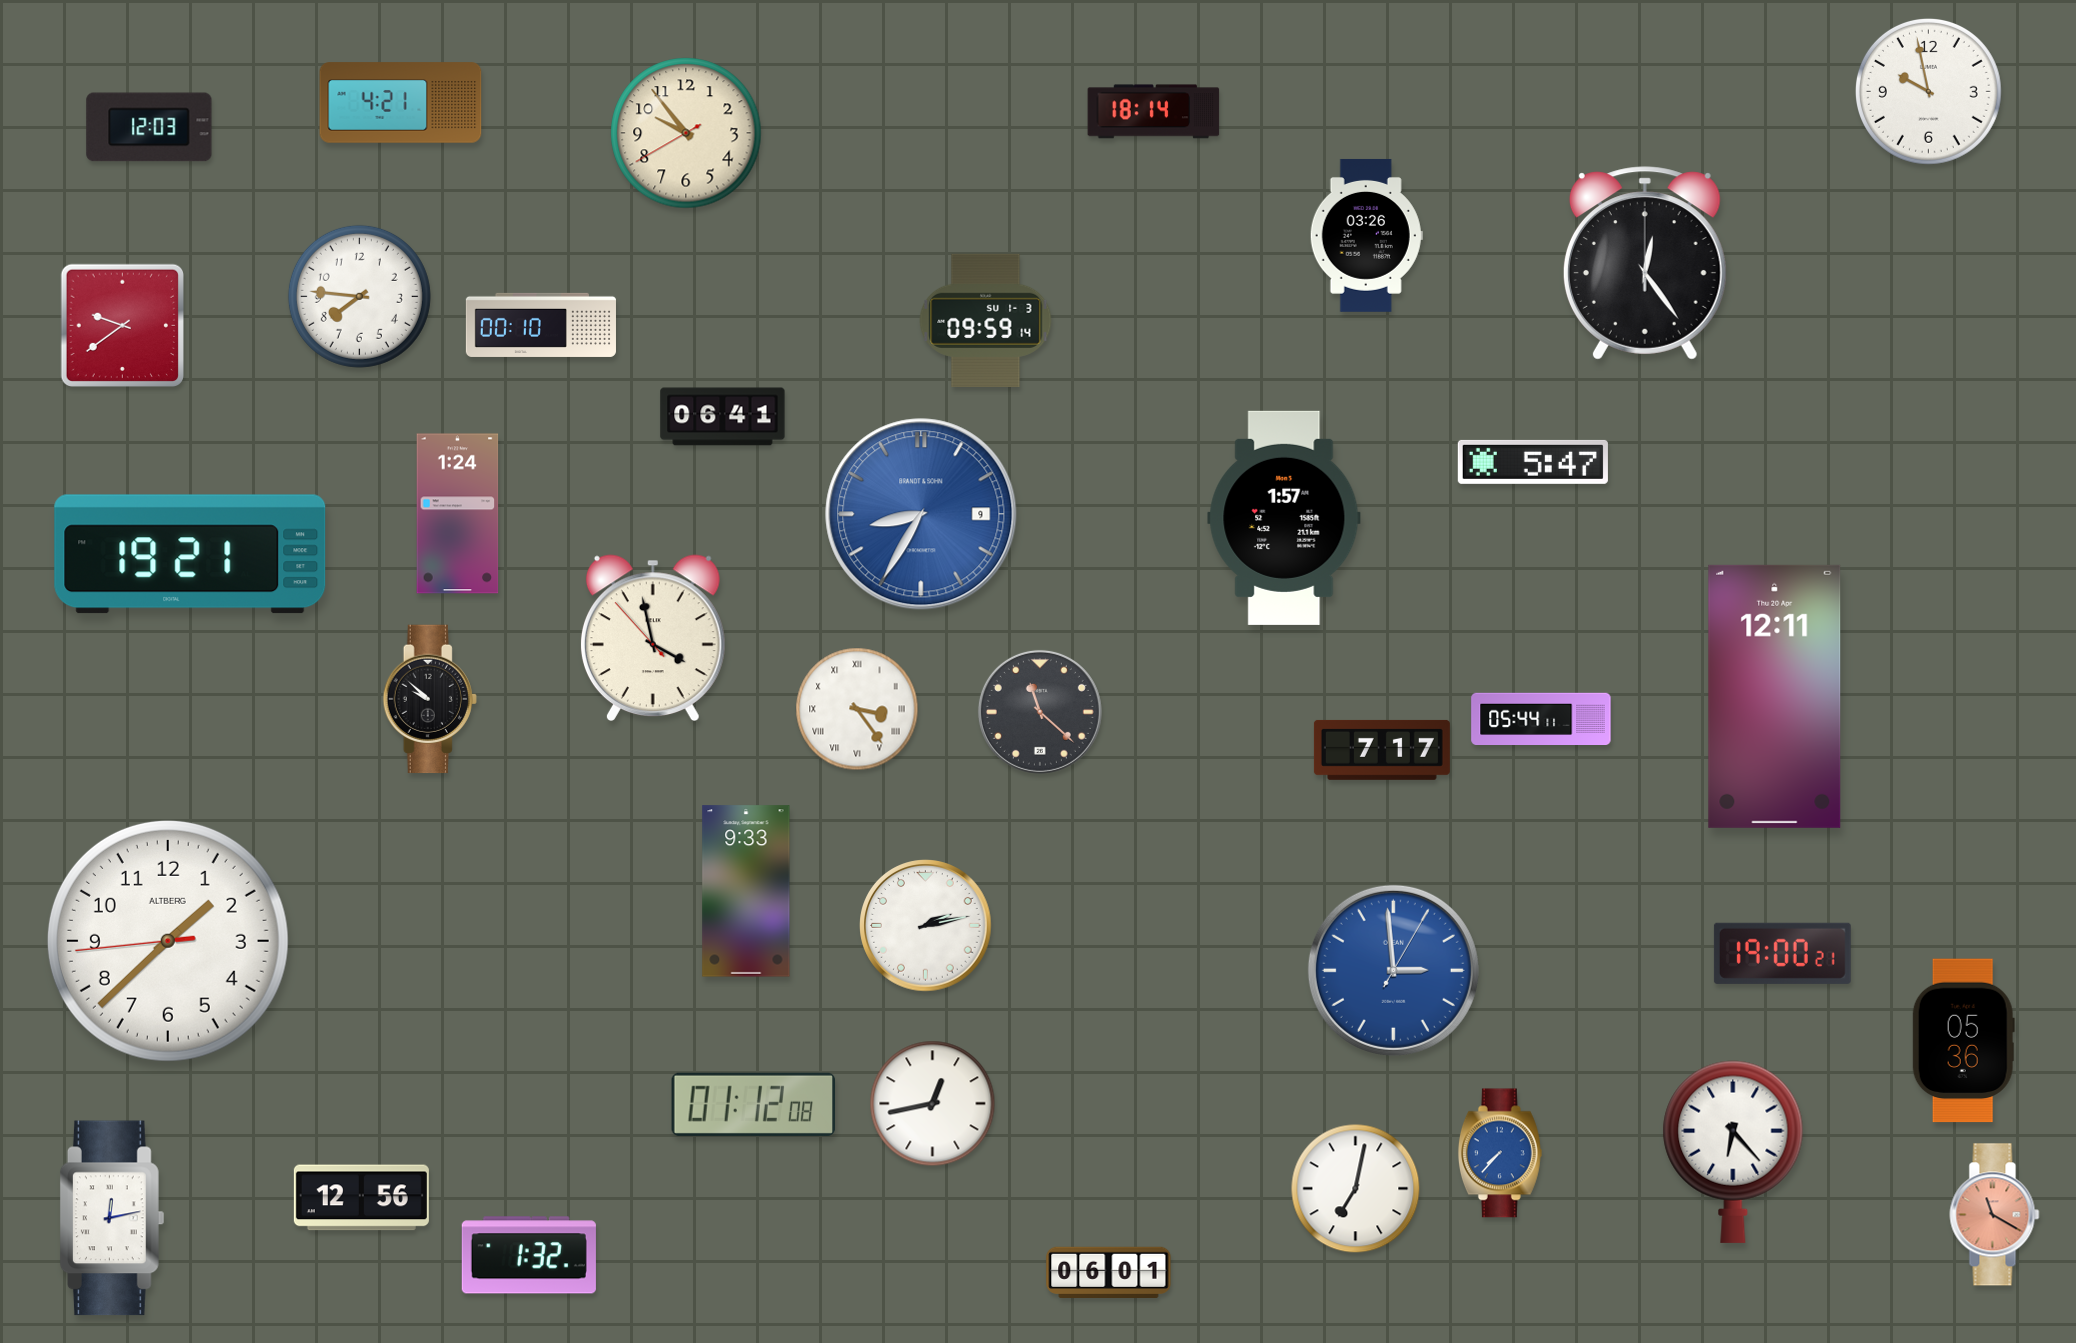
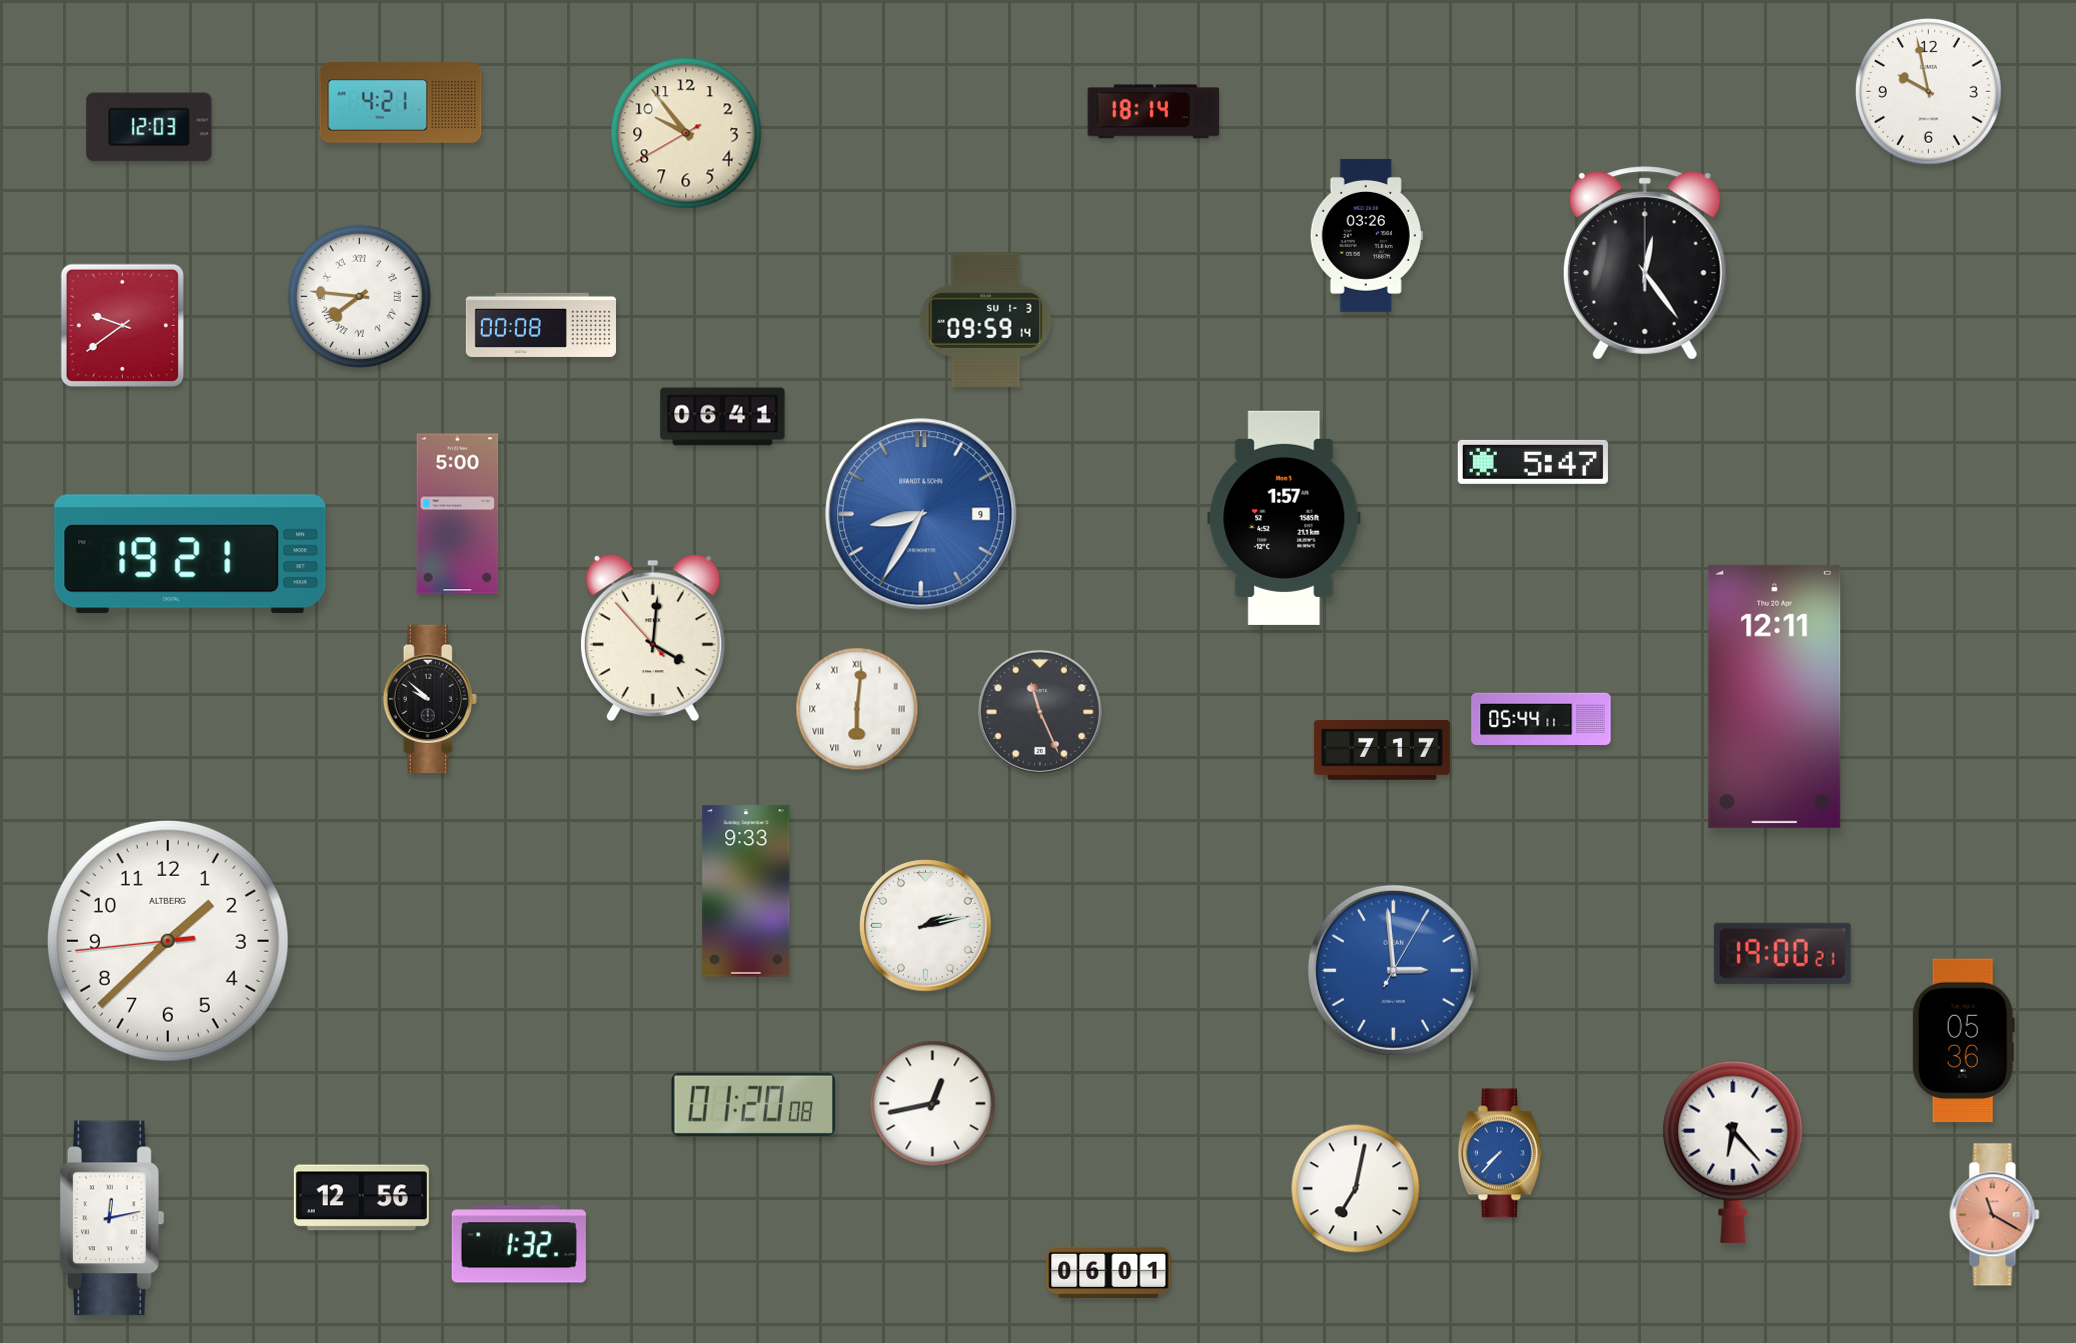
clock at (359, 296) numerals: Arabic -> Roman
clock at (541, 325): 00:10 -> 00:08
clock at (458, 514): 1:24 -> 5:00
clock at (653, 637): 3:57 -> 4:00
clock at (857, 709): 3:24 -> 6:01
clock at (1040, 712): 11:22 -> 11:26
clock at (754, 1104): 01:12 -> 01:20
clock at (529, 1255) position: (529, 1255) -> (519, 1244)
